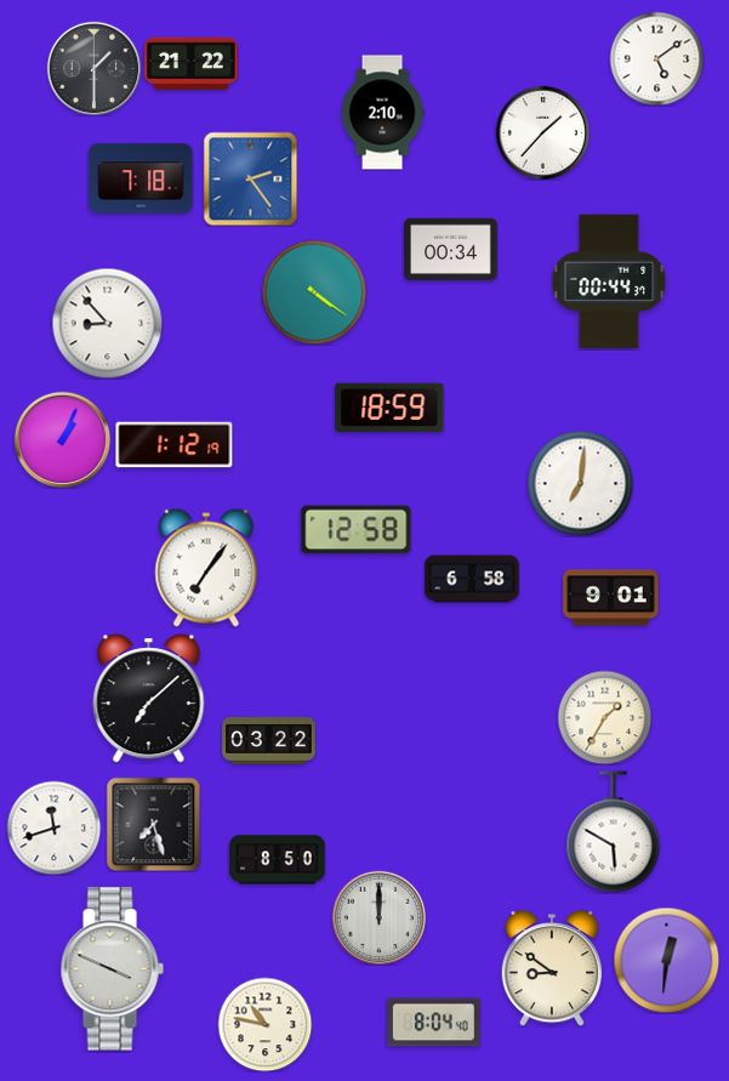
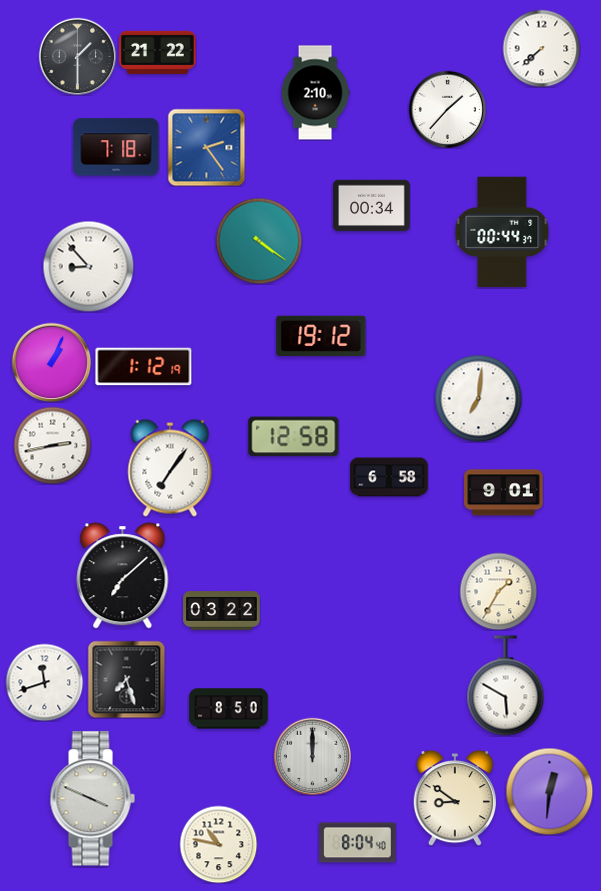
clock at (656, 58): 5:09 -> 7:38
clock at (389, 408): 18:59 -> 19:12
clock at (52, 445): none -> 2:43
